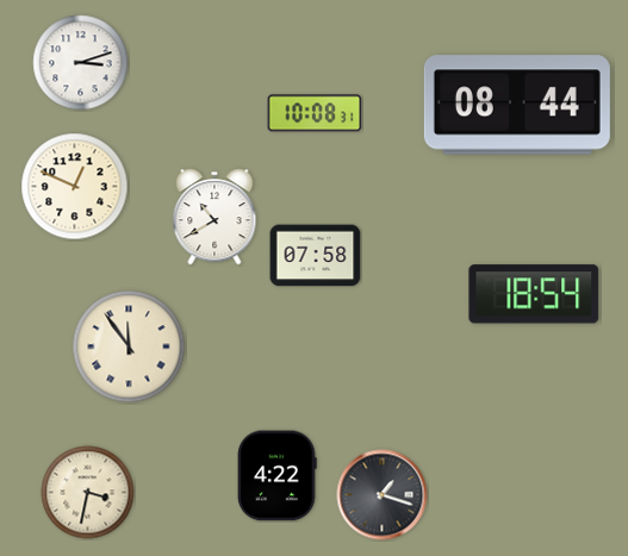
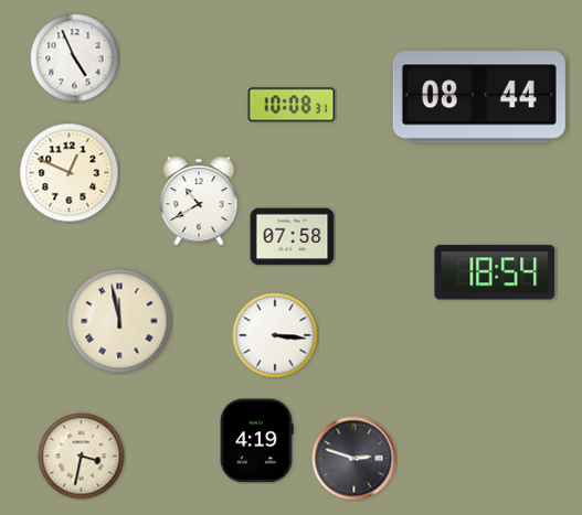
clock at (81, 63): 3:12 -> 4:56
clock at (129, 346): 11:54 -> 11:58
clock at (275, 335): none -> 3:16
clock at (278, 476): 4:22 -> 4:19
clock at (383, 495): 1:18 -> 2:48
